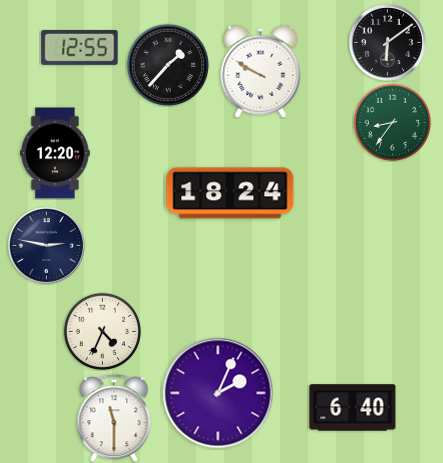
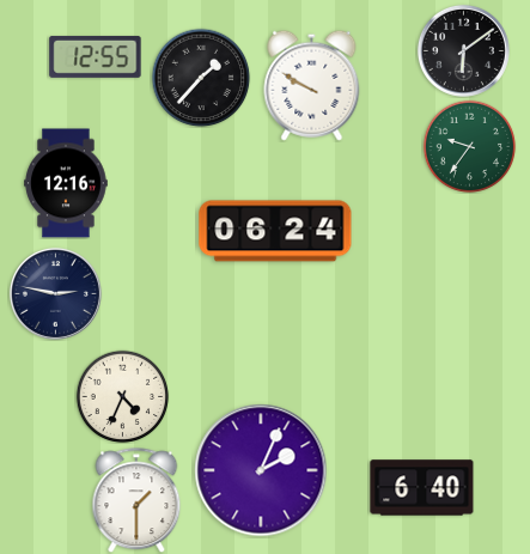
clock at (392, 122): 8:36 -> 9:36
clock at (55, 153): 12:20 -> 12:16
clock at (230, 193): 18:24 -> 06:24
clock at (114, 418): 11:30 -> 1:30
